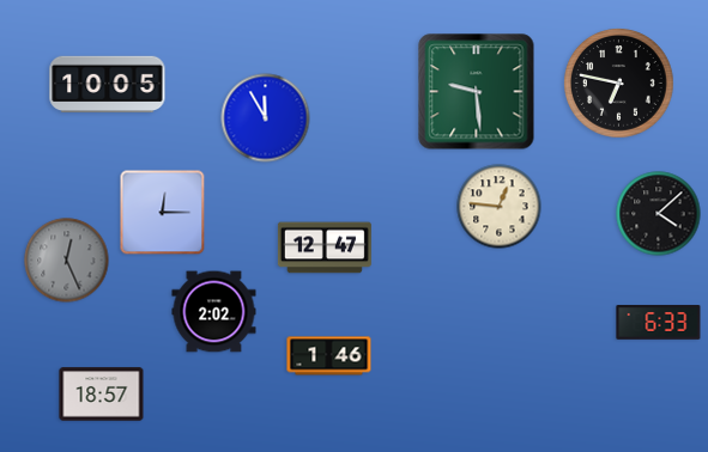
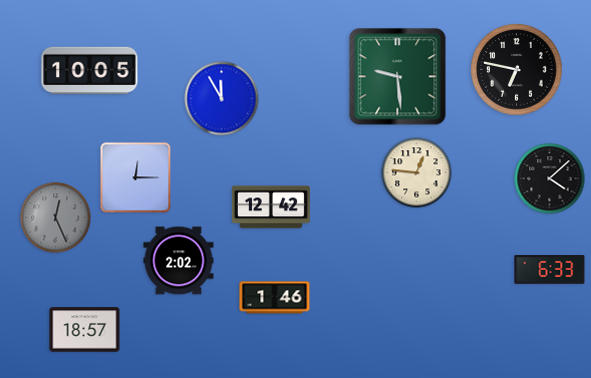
clock at (325, 248): 12:47 -> 12:42
